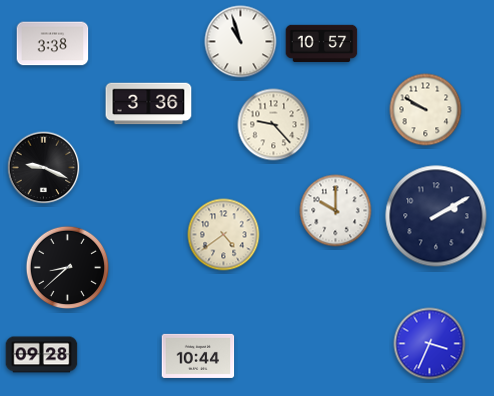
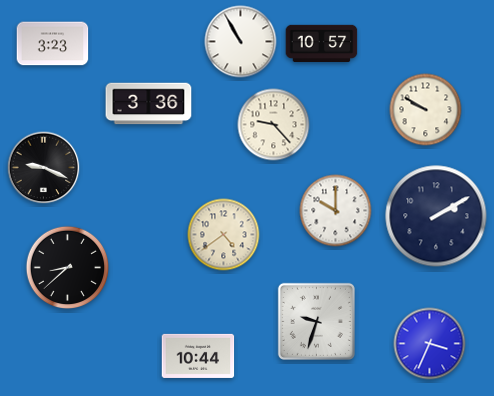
clock at (241, 42): 10:57 -> 10:55
clock at (53, 44): 3:38 -> 3:23
clock at (316, 321): none -> 9:33
clock at (42, 355): 09:28 -> none
